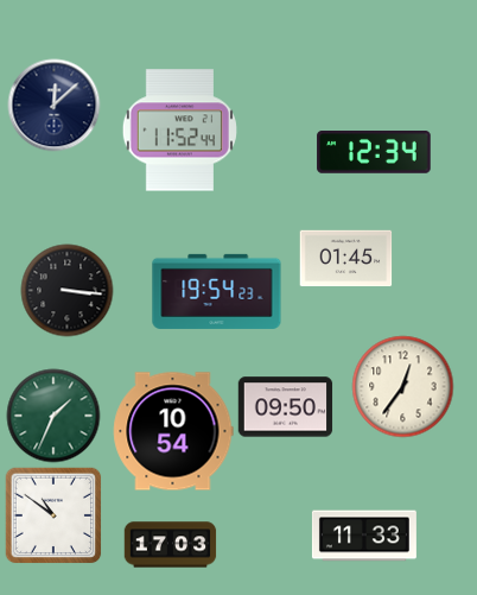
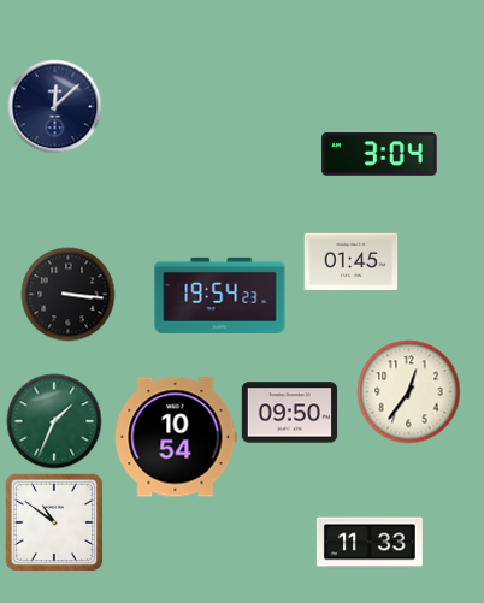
clock at (179, 131): 11:52 -> none
clock at (374, 152): 12:34 -> 3:04
clock at (170, 545): 17:03 -> none
